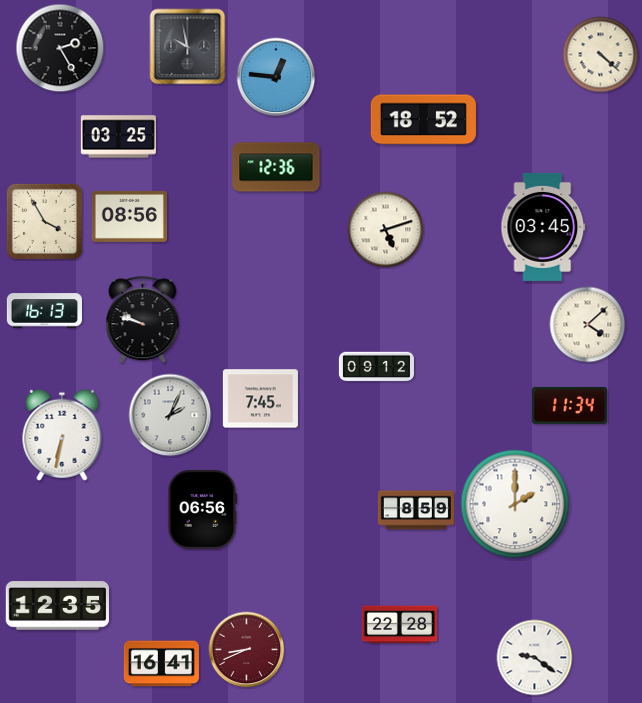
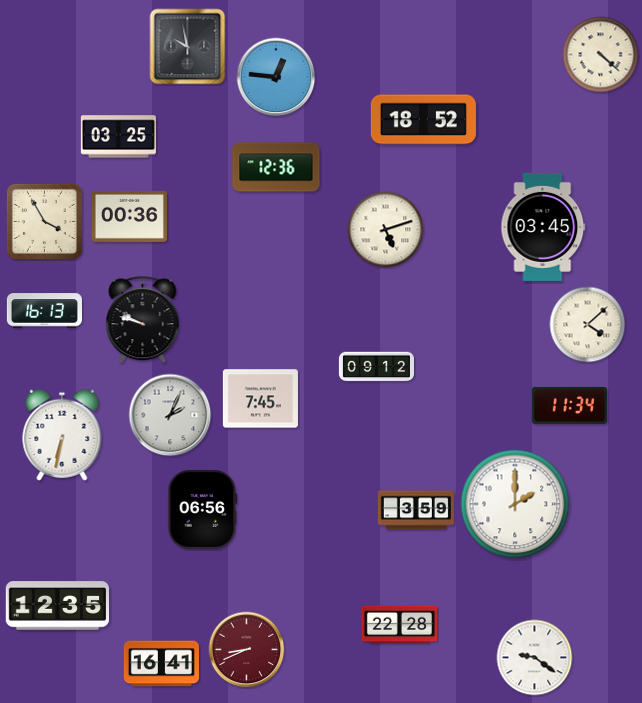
clock at (60, 48): 2:25 -> none
clock at (129, 216): 08:56 -> 00:36
clock at (416, 510): 8:59 -> 3:59
